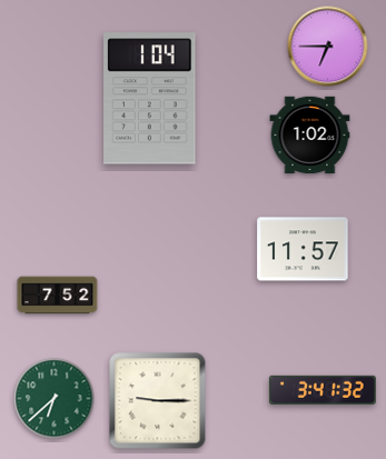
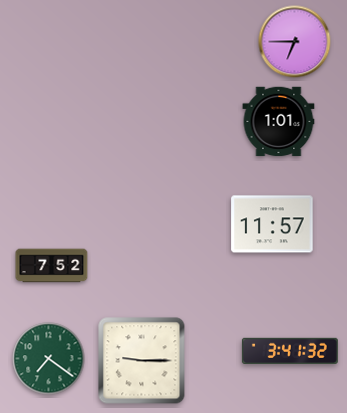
clock at (150, 99): 1:04 -> none
clock at (310, 136): 1:02 -> 1:01
clock at (55, 399): 6:38 -> 7:21
